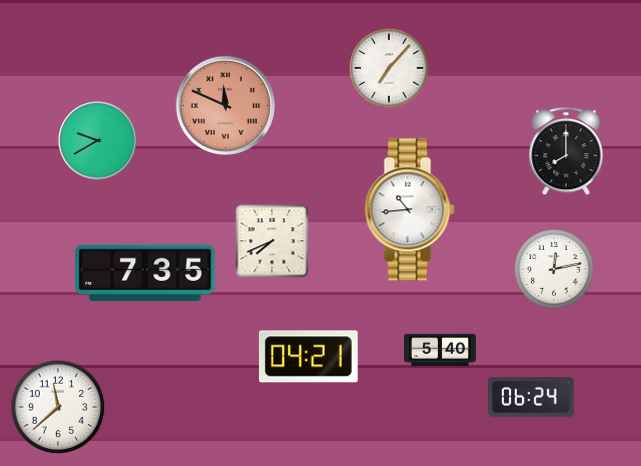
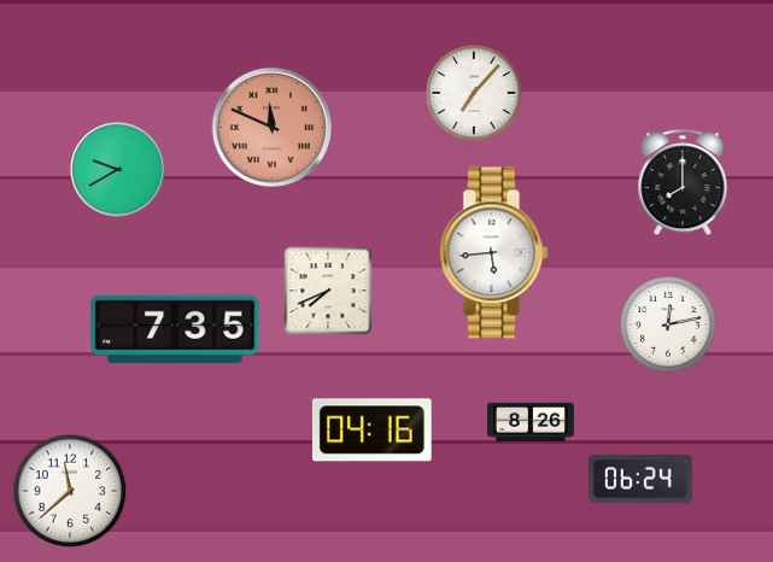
clock at (389, 68) position: (389, 68) -> (474, 93)
clock at (410, 210): 10:44 -> 5:44
clock at (440, 350): 5:40 -> 8:26
clock at (308, 357): 04:21 -> 04:16
